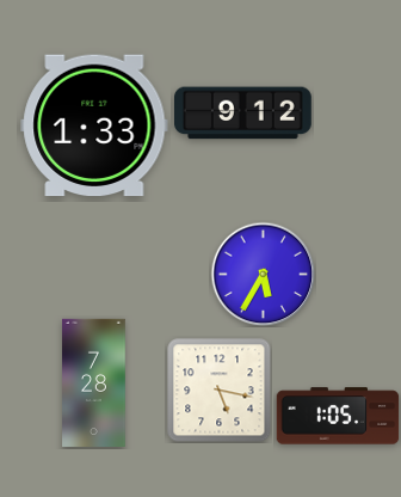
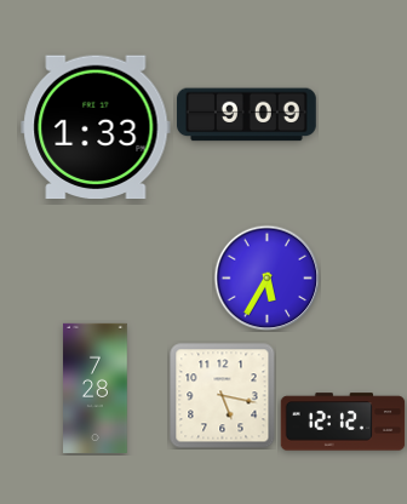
clock at (243, 113): 9:12 -> 9:09
clock at (338, 416): 1:05 -> 12:12
